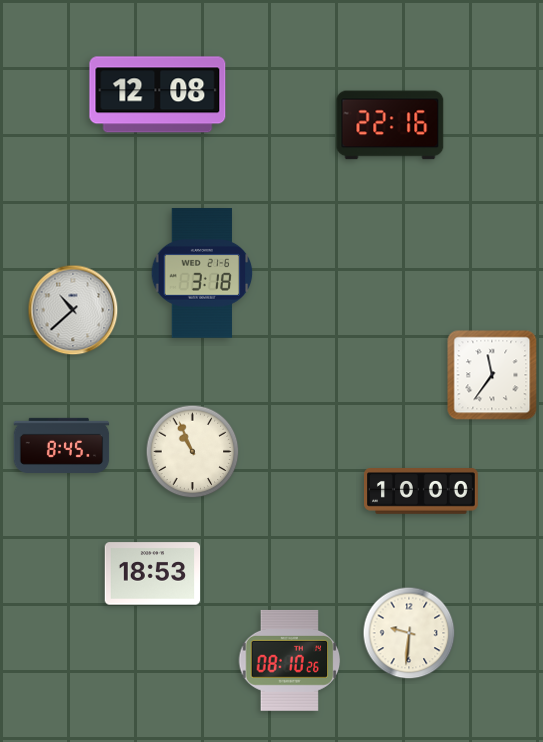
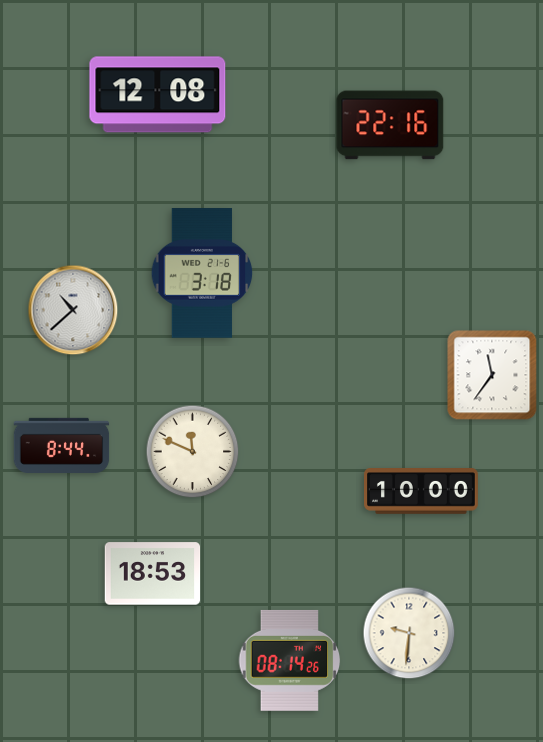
clock at (62, 445): 8:45 -> 8:44
clock at (193, 452): 10:56 -> 11:49
clock at (290, 660): 08:10 -> 08:14
